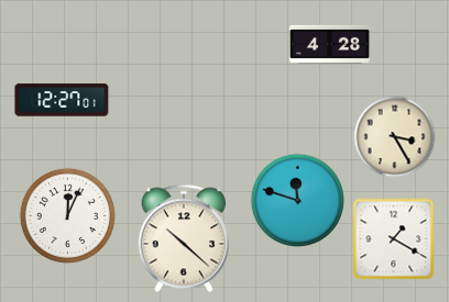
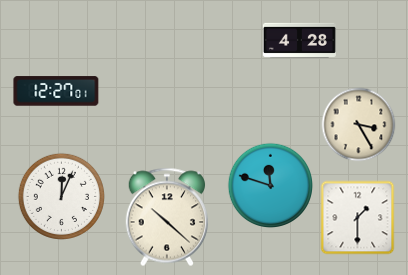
clock at (298, 201) position: (298, 201) -> (271, 186)
clock at (394, 239): 1:20 -> 1:30
